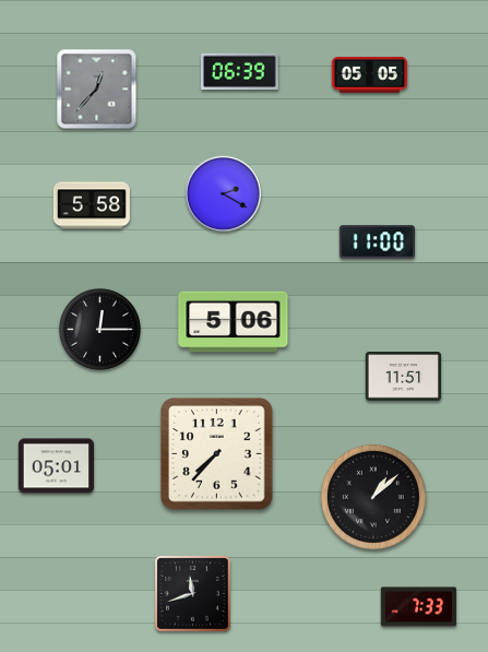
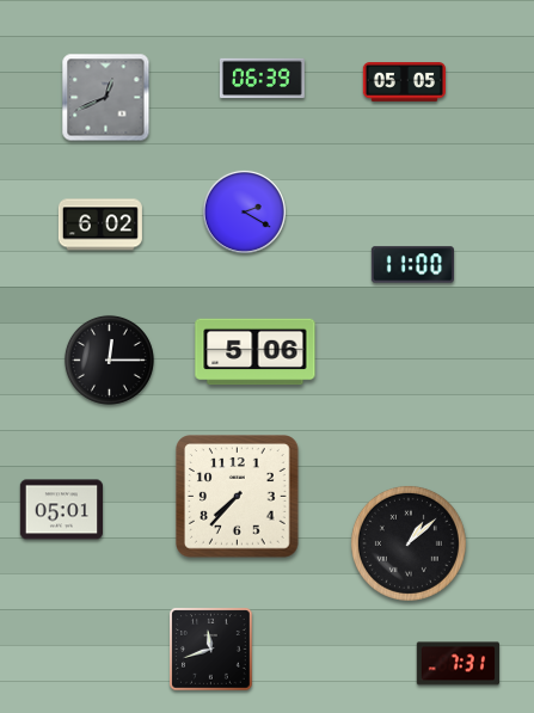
clock at (97, 90): 12:37 -> 12:41
clock at (92, 205): 5:58 -> 6:02
clock at (403, 377): 11:51 -> none
clock at (418, 607): 7:33 -> 7:31
